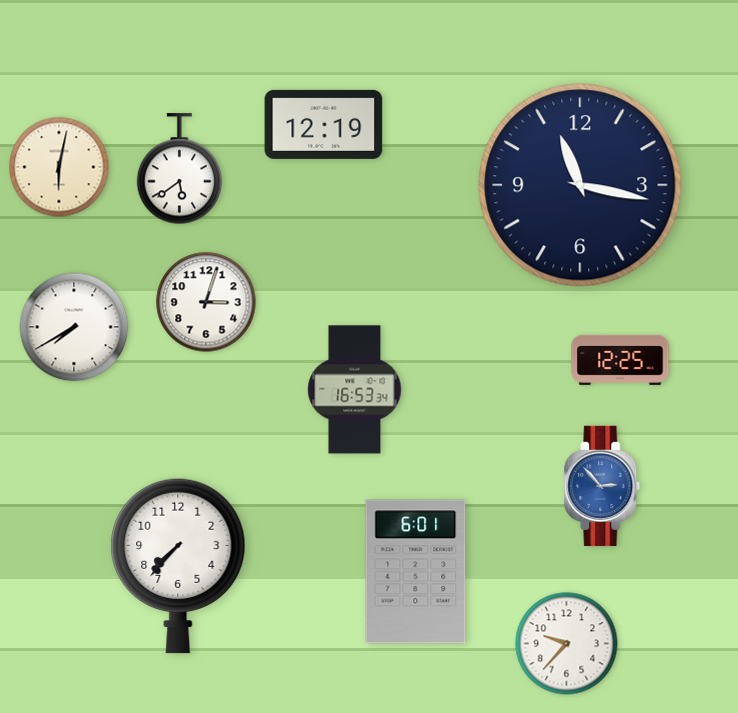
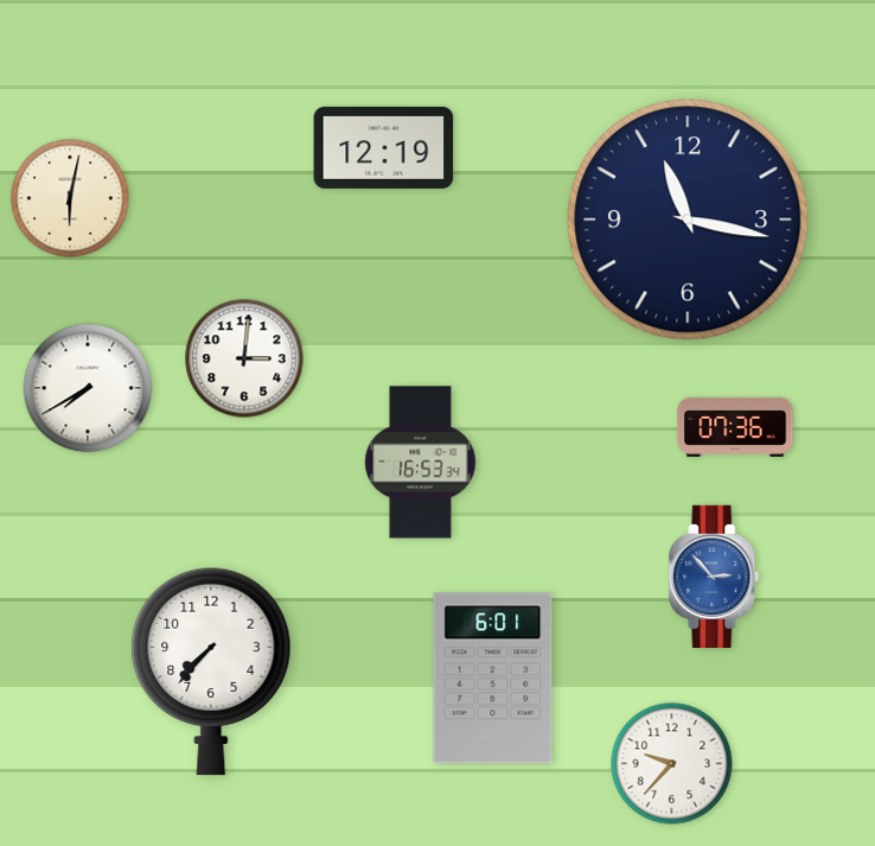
clock at (180, 169): 5:39 -> none
clock at (206, 302): 3:03 -> 3:01
clock at (620, 360): 12:25 -> 07:36
